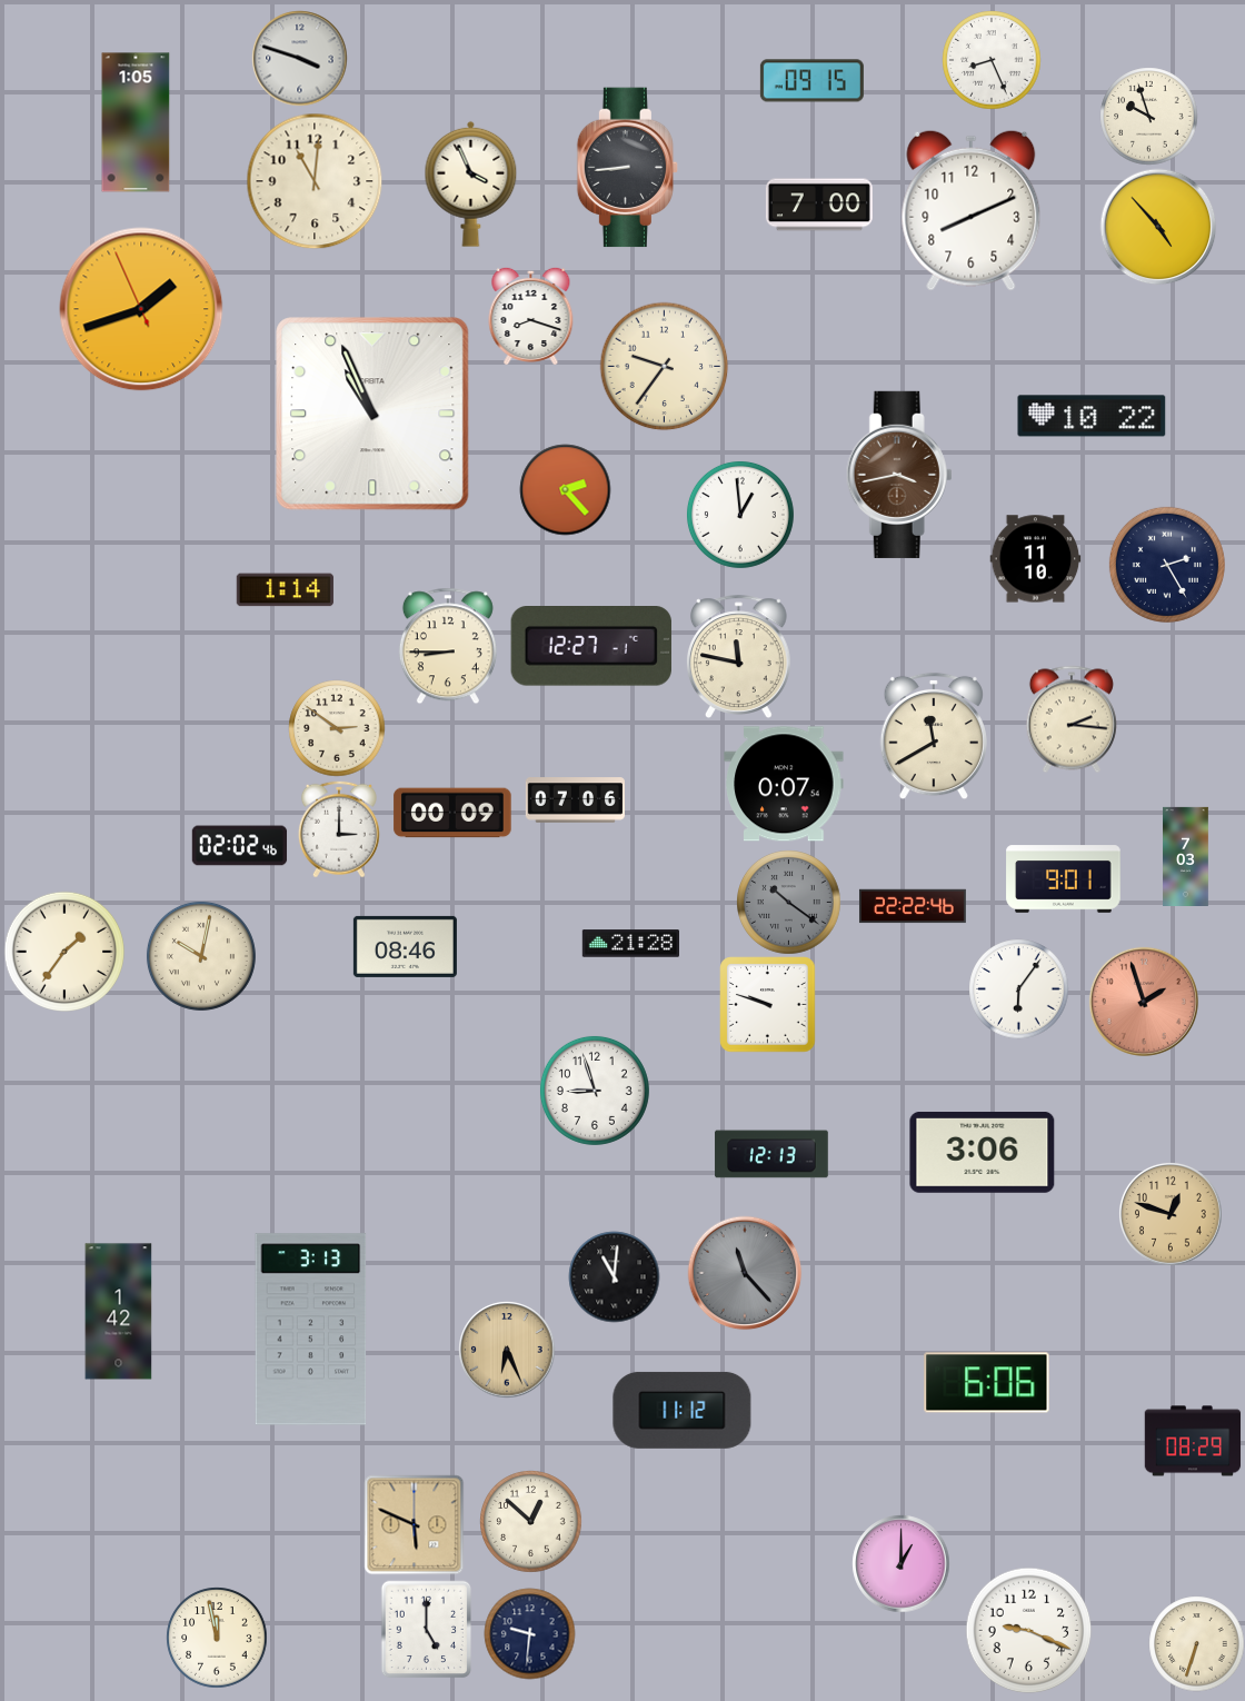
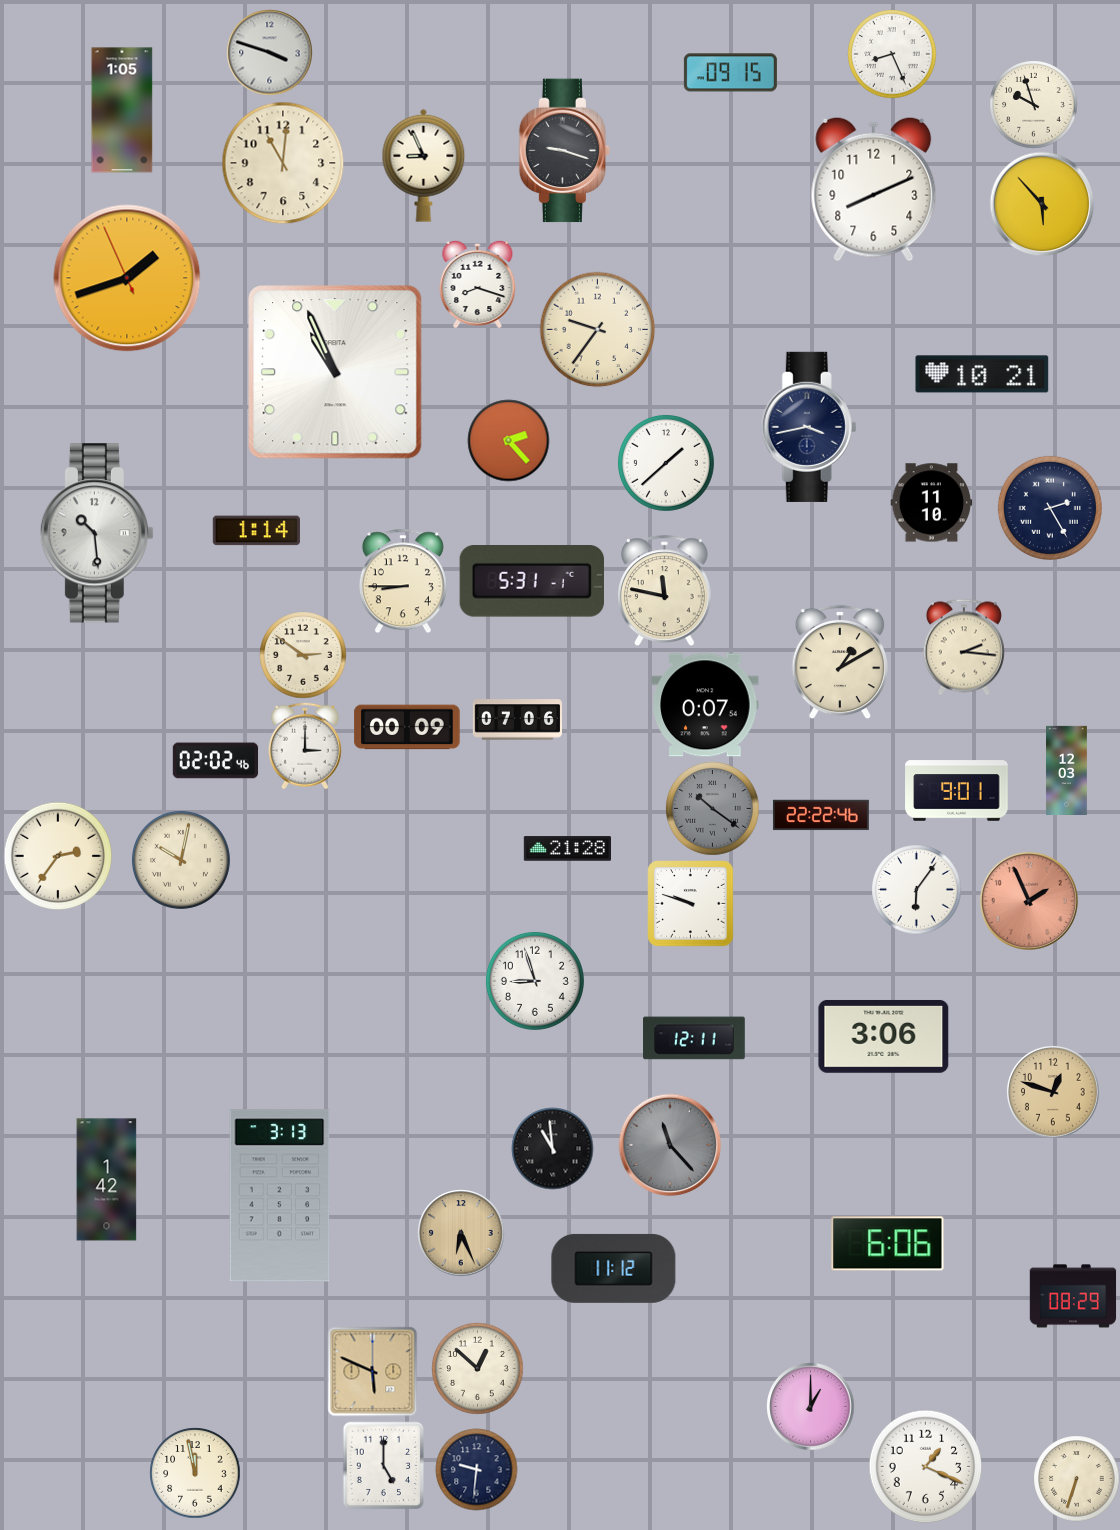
clock at (628, 168): 8:44 -> 9:18
clock at (471, 183): 3:56 -> 8:56
clock at (819, 205): 7:00 -> none
clock at (1158, 227): 4:53 -> 5:53
clock at (1092, 416): 10:22 -> 10:21
clock at (899, 475) dial: brown -> navy
clock at (740, 515): 12:59 -> 1:38
clock at (97, 533): none -> 10:29
clock at (590, 647): 12:27 -> 5:31
clock at (934, 736): 11:40 -> 1:10
clock at (452, 813) position: (452, 813) -> (407, 727)
clock at (1186, 856): 7:03 -> 12:03
clock at (789, 903) position: (789, 903) -> (713, 809)
clock at (405, 946): 08:46 -> none
clock at (63, 951): 1:36 -> 2:36
clock at (1144, 1002): 1:57 -> 1:56
clock at (771, 1154): 12:13 -> 12:11
clock at (614, 1276): 11:01 -> 10:59
clock at (507, 1350) position: (507, 1350) -> (461, 1233)
clock at (1028, 1630): 9:19 -> 1:19
